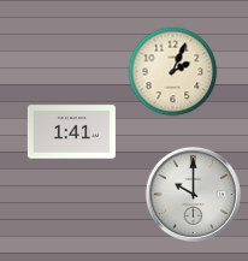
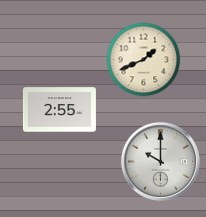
clock at (173, 72): 2:04 -> 1:41
clock at (71, 132): 1:41 -> 2:55
